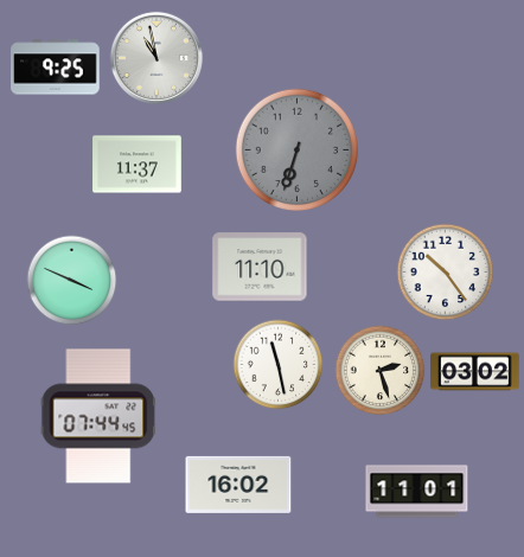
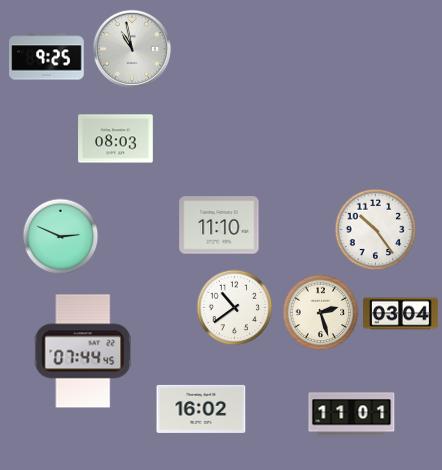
clock at (296, 149): 6:33 -> none
clock at (138, 165): 11:37 -> 08:03
clock at (72, 281): 3:49 -> 2:49
clock at (279, 365): 11:28 -> 10:39
clock at (475, 372): 03:02 -> 03:04
